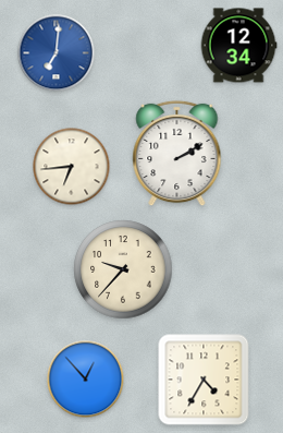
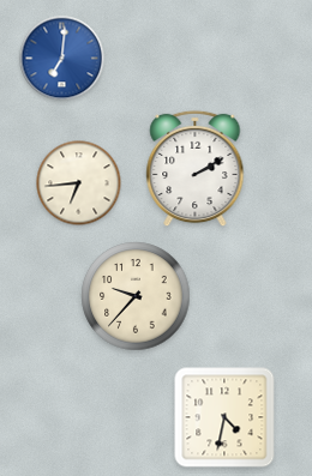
clock at (238, 46): 12:34 -> none
clock at (86, 380): 12:53 -> none
clock at (204, 380): 4:35 -> 4:32
